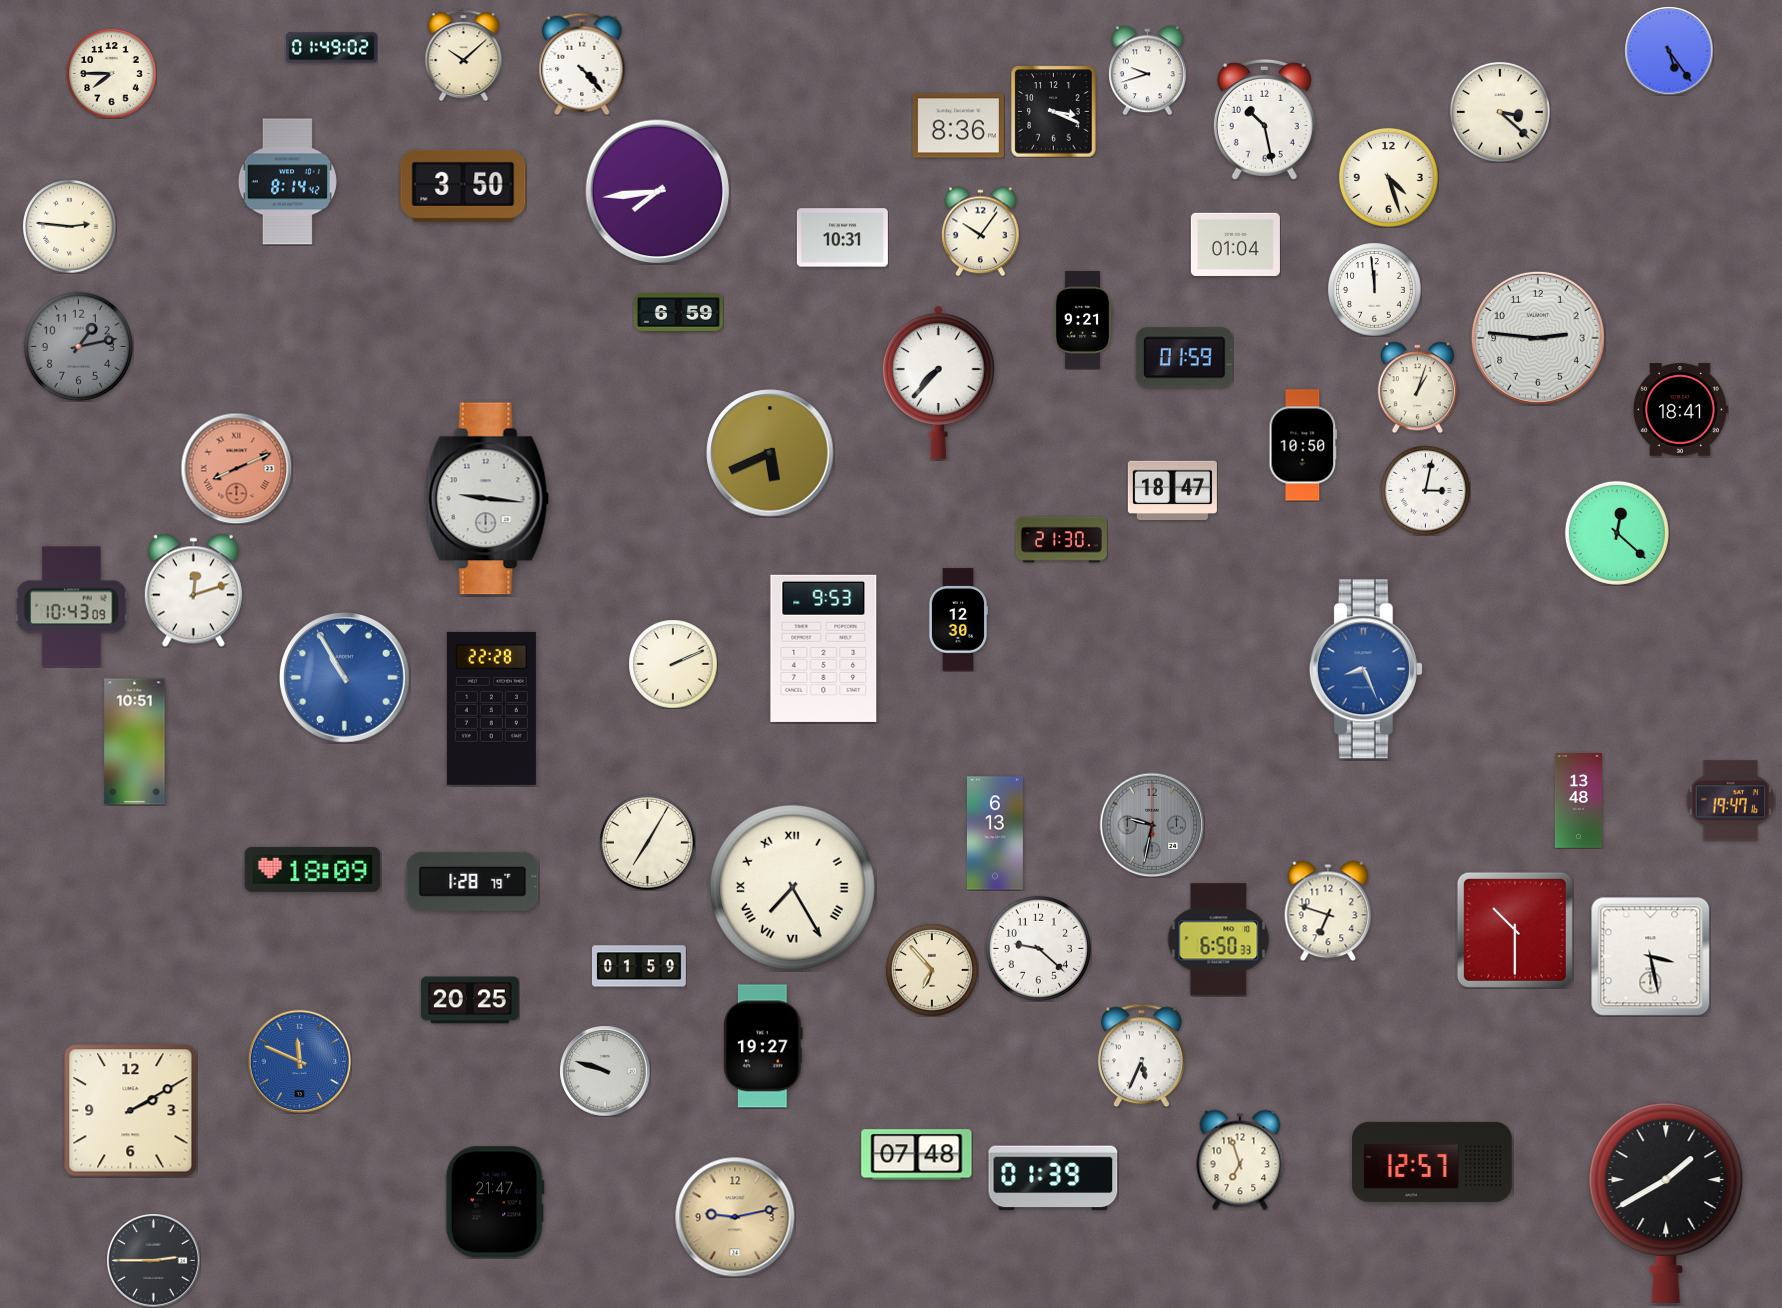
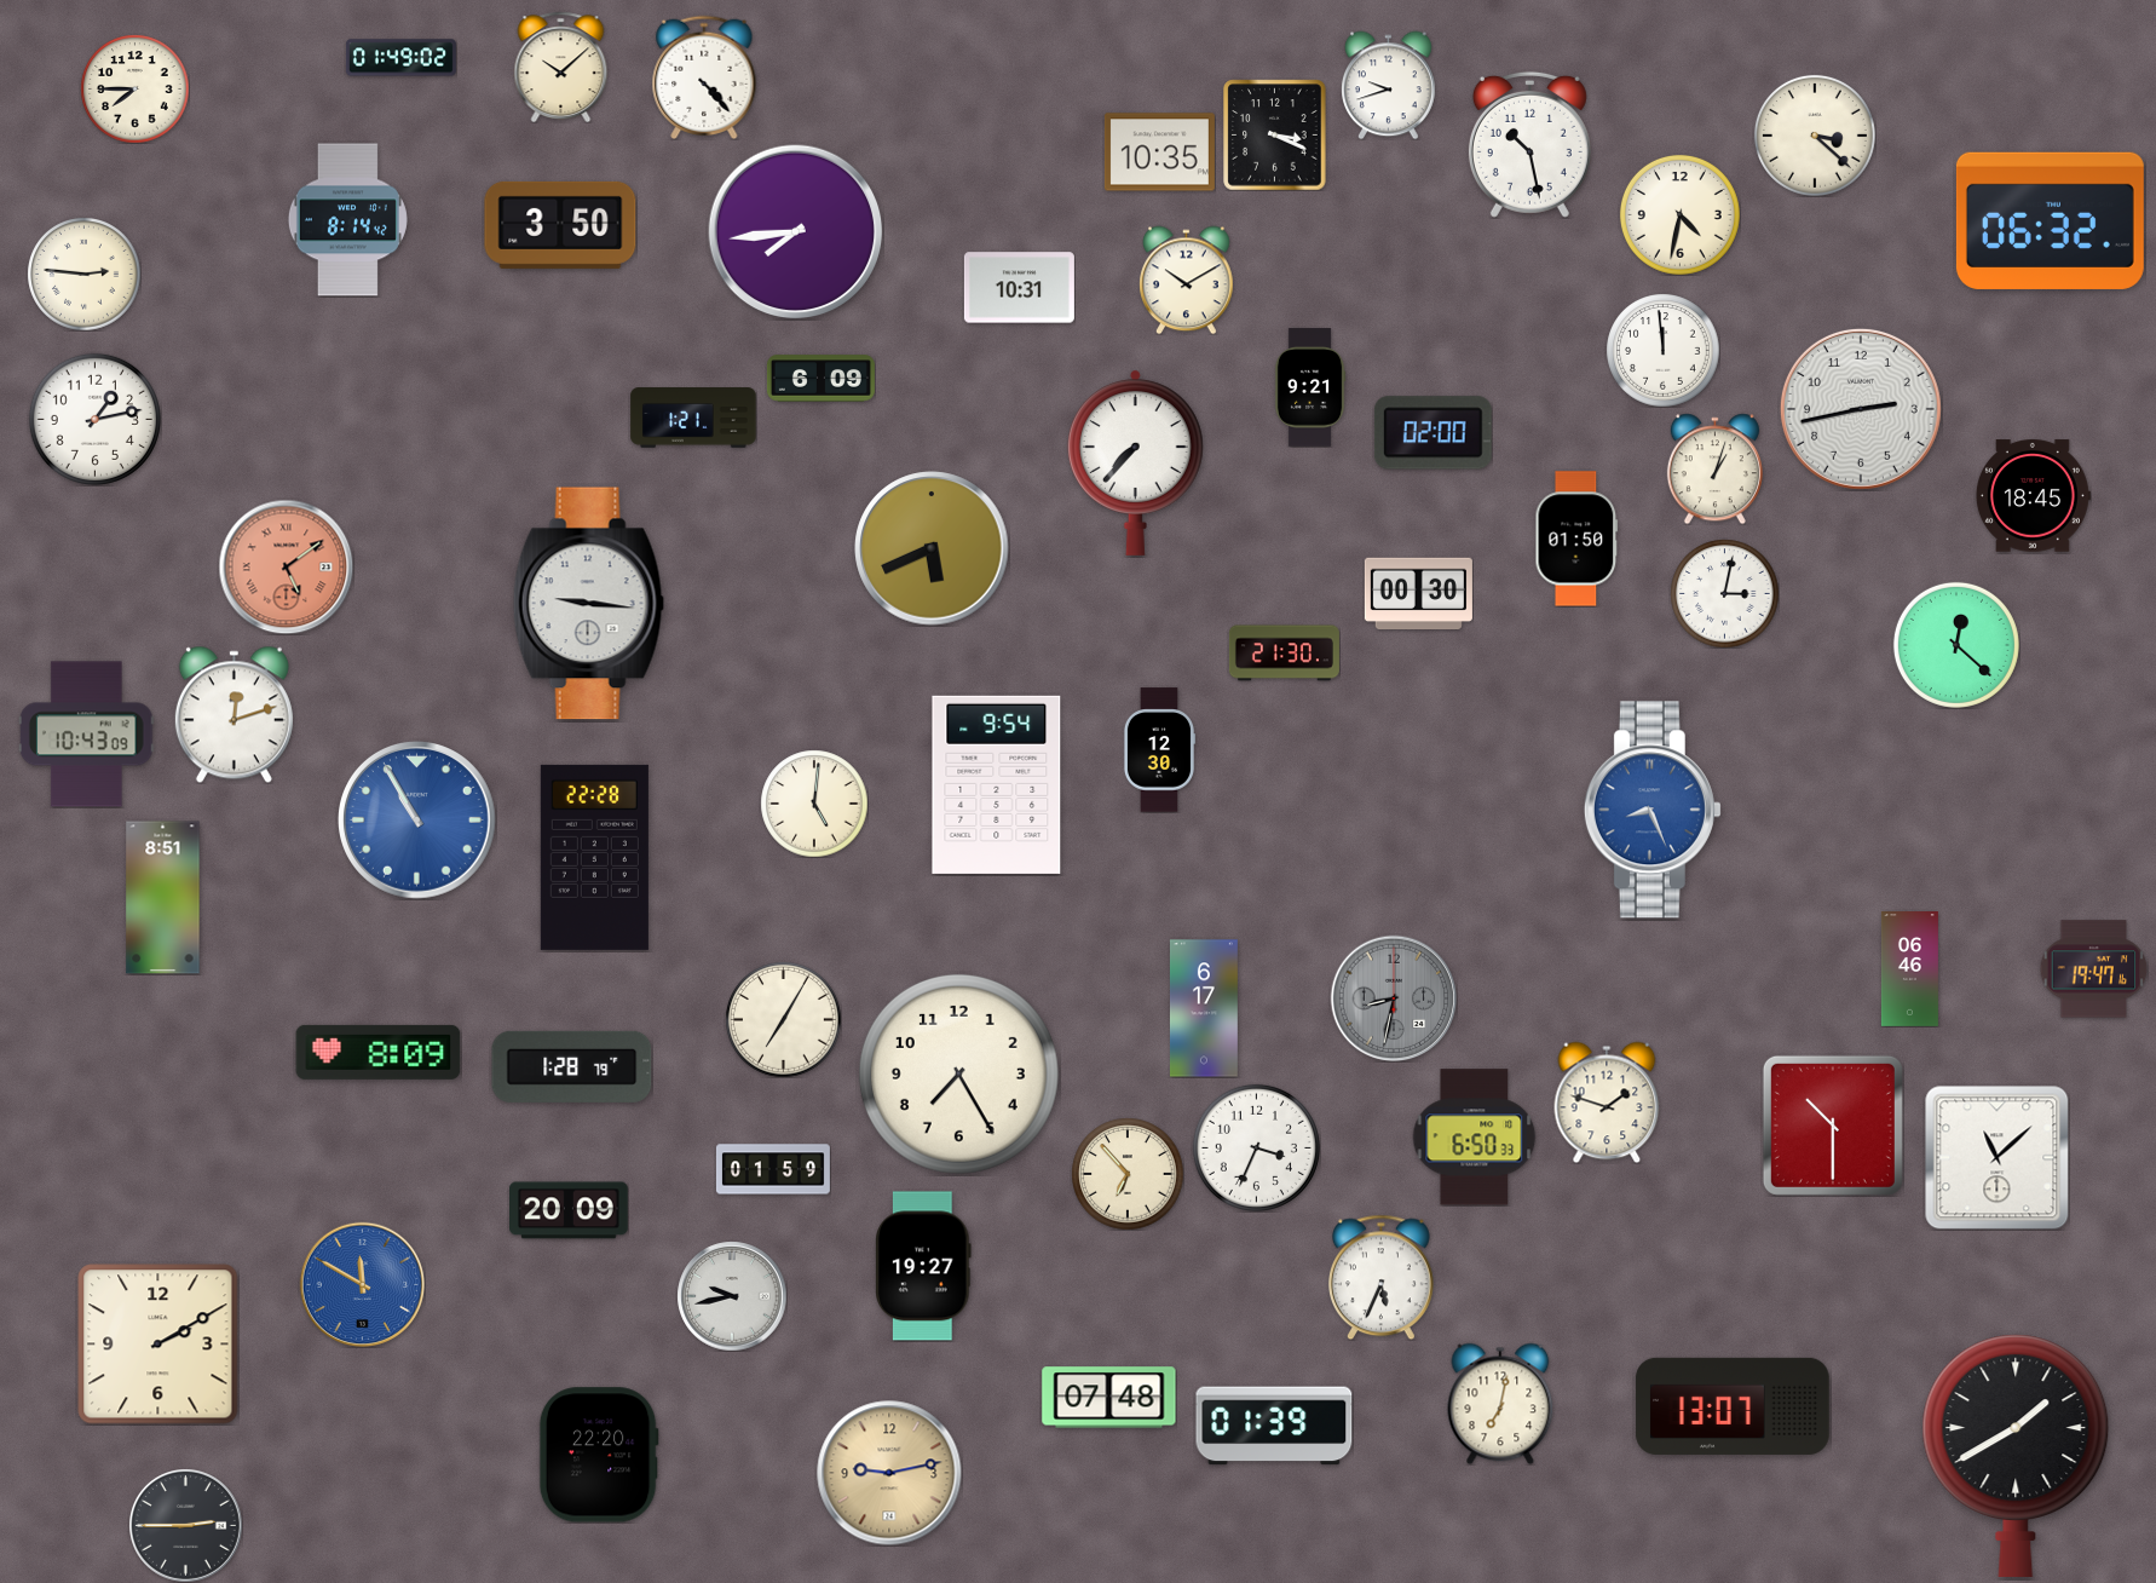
clock at (1669, 51): 5:24 -> none
clock at (958, 126): 8:36 -> 10:35
clock at (1388, 177): 4:27 -> 4:32
clock at (2050, 220): none -> 06:32
clock at (981, 231): 10:06 -> 10:10
clock at (1235, 244): 01:04 -> none
clock at (678, 313): 6:59 -> 6:09
clock at (1538, 338): 2:46 -> 2:43
clock at (693, 418): none -> 1:21
clock at (78, 346) dial: grey -> white
clock at (1184, 358): 01:59 -> 02:00
clock at (1680, 410): 18:41 -> 18:45
clock at (1303, 445): 10:50 -> 01:50
clock at (236, 468): 8:11 -> 5:09
clock at (1172, 490): 18:47 -> 00:30
clock at (824, 648): 9:53 -> 9:54
clock at (673, 664): 2:11 -> 5:01
clock at (135, 742): 10:51 -> 8:51
clock at (1578, 801): 13:48 -> 06:46
clock at (1152, 825): 9:32 -> 8:32
clock at (995, 833): 6:13 -> 6:17
clock at (313, 869): 18:09 -> 8:09
clock at (792, 887) numerals: Roman -> Arabic
clock at (1328, 911): 6:48 -> 1:48
clock at (1038, 948): 9:22 -> 3:34
clock at (1650, 956): 3:28 -> 11:08
clock at (471, 1000): 20:25 -> 20:09
clock at (299, 1061): 11:49 -> 11:50
clock at (605, 1071): 9:48 -> 9:43
clock at (1240, 1160): 6:57 -> 7:02
clock at (1432, 1162): 12:57 -> 13:07
clock at (495, 1202): 21:47 -> 22:20
